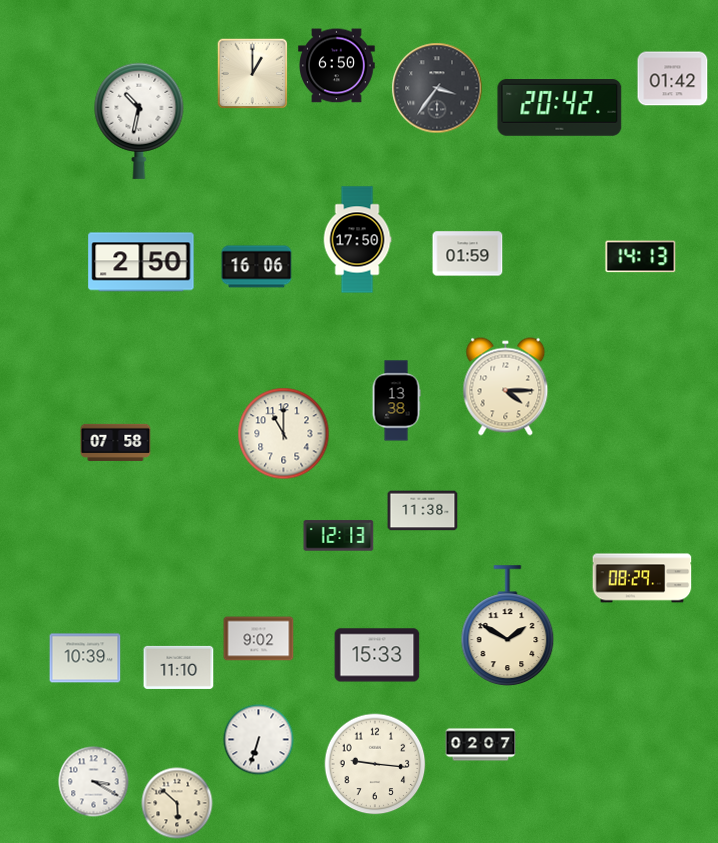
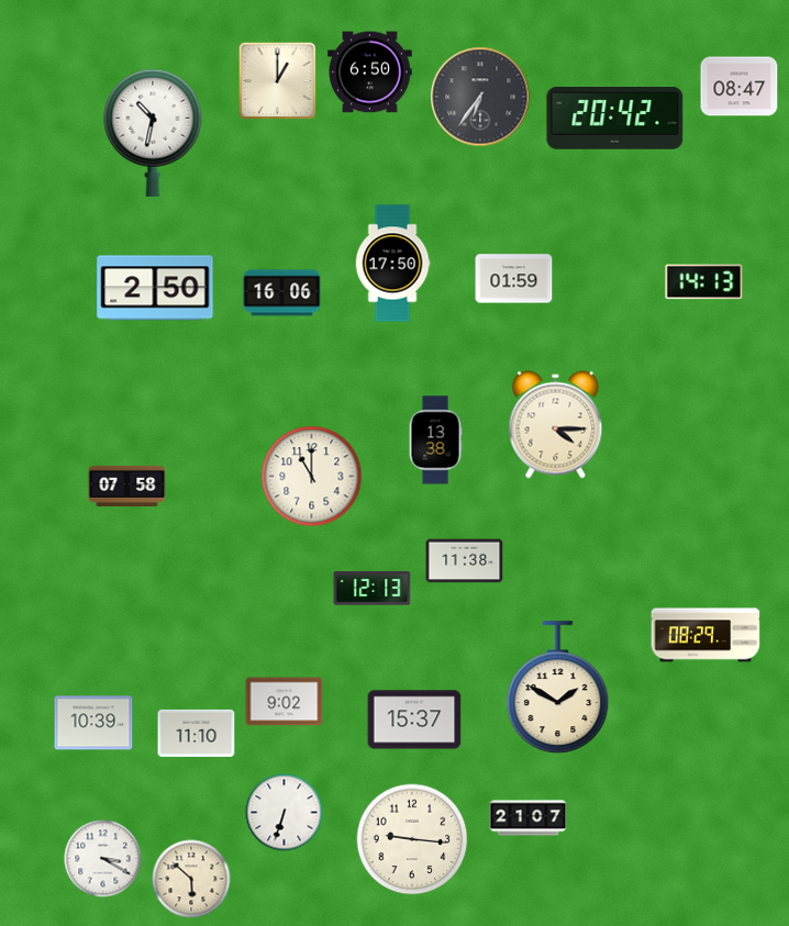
clock at (673, 79): 01:42 -> 08:47
clock at (437, 88): 3:36 -> 6:36
clock at (377, 655): 15:33 -> 15:37
clock at (481, 745): 02:07 -> 21:07
clock at (177, 803) position: (177, 803) -> (191, 879)
